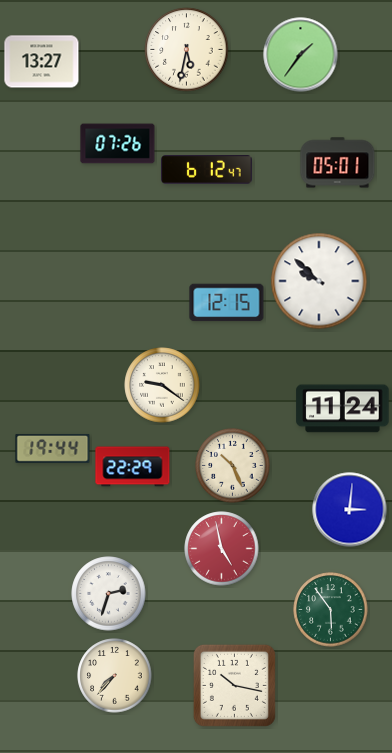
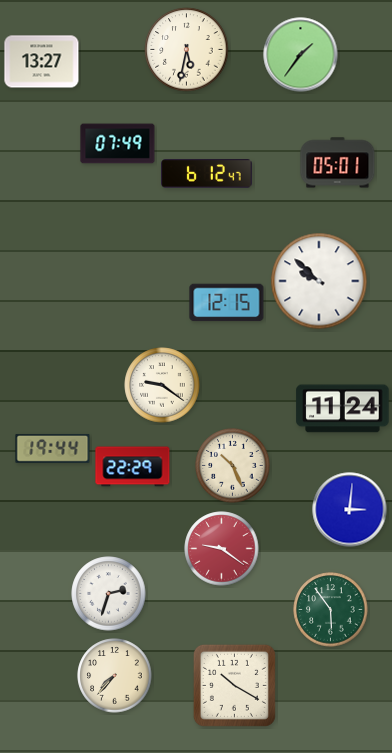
clock at (118, 144): 07:26 -> 07:49
clock at (207, 170) position: (207, 170) -> (207, 174)
clock at (222, 549): 4:58 -> 9:21
clock at (234, 685): 10:17 -> 10:20
